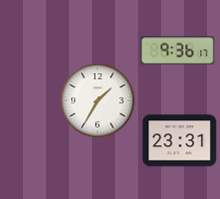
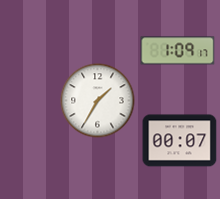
clock at (178, 51): 9:36 -> 1:09
clock at (180, 141): 23:31 -> 00:07
